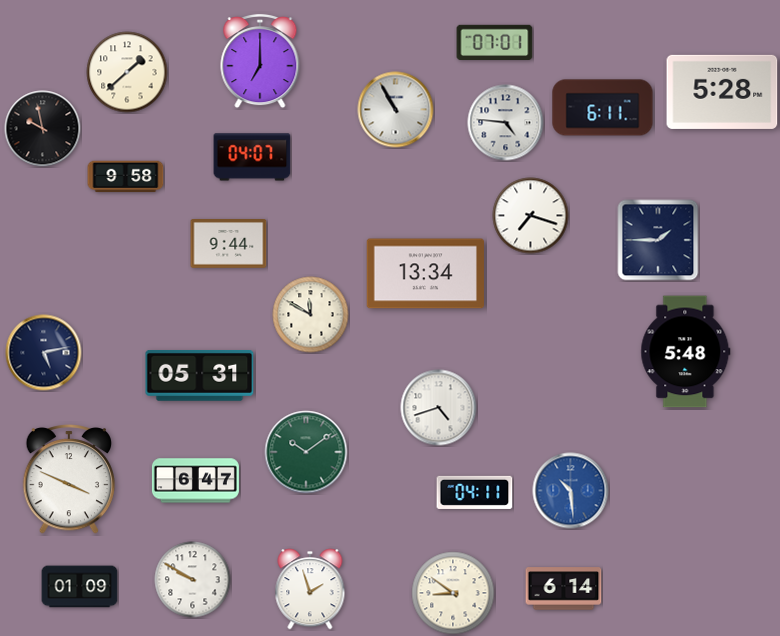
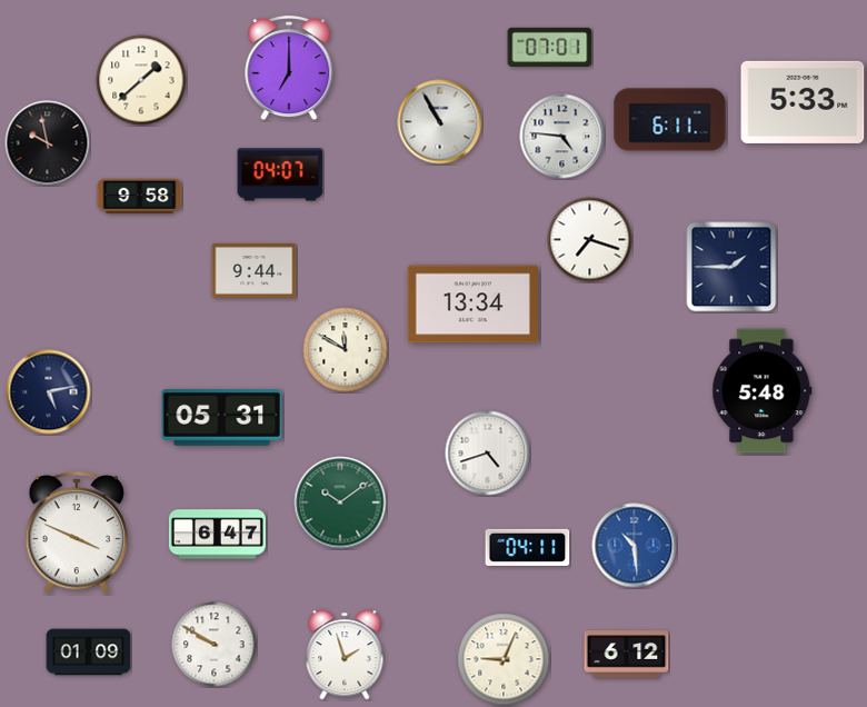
clock at (722, 92): 5:28 -> 5:33
clock at (564, 589): 6:14 -> 6:12
clock at (453, 593): 8:51 -> 9:04
